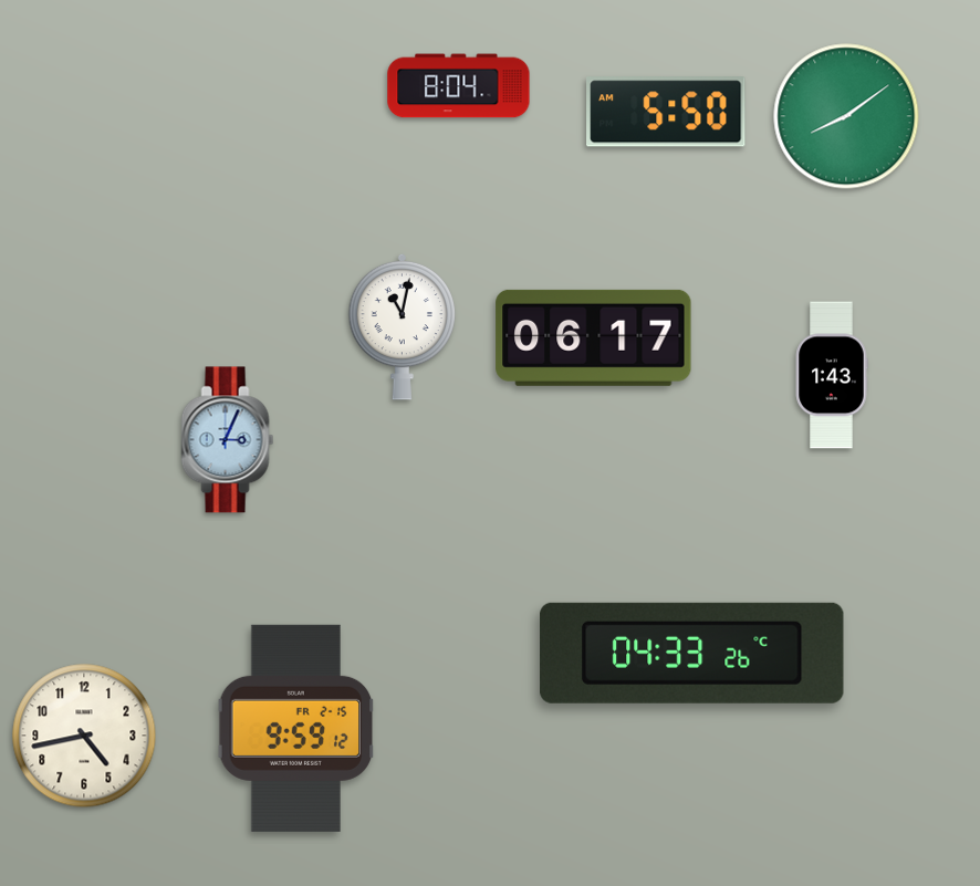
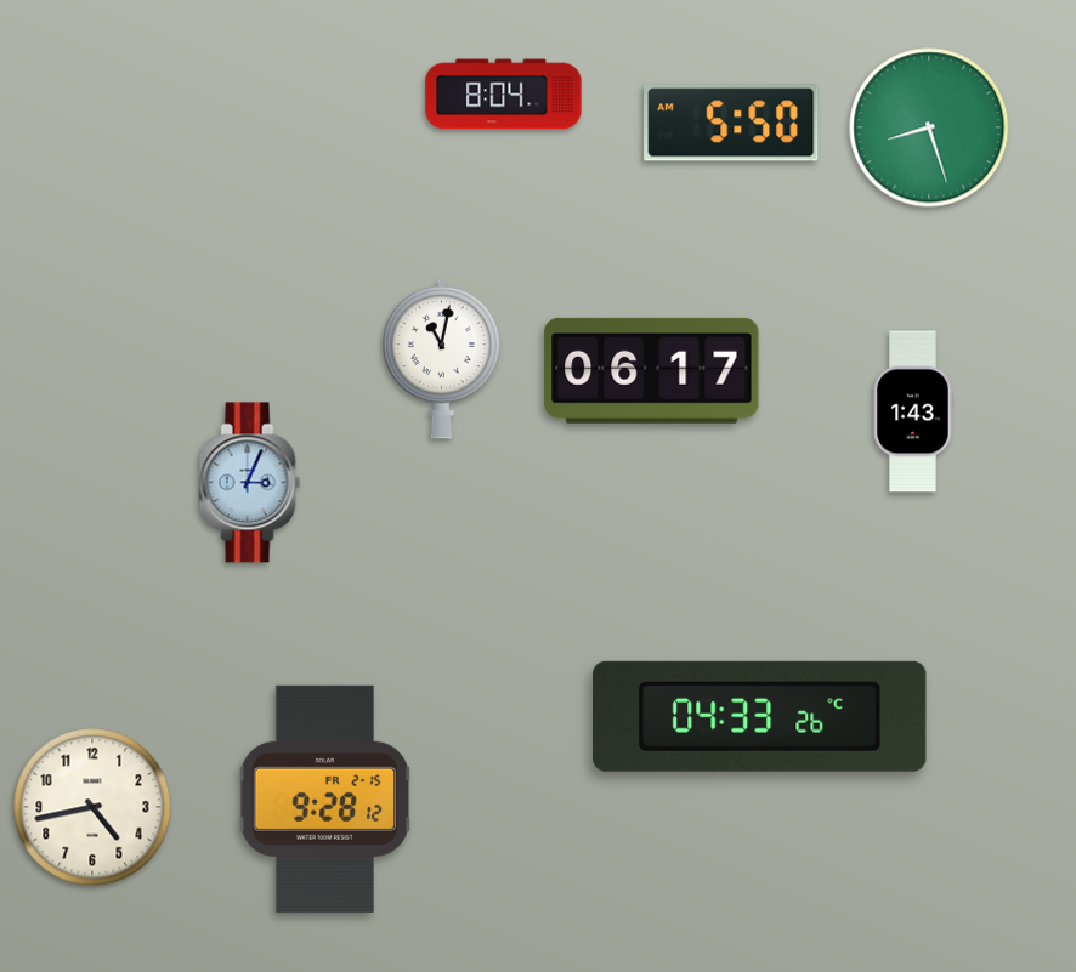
clock at (846, 116): 8:09 -> 8:27
clock at (296, 728): 9:59 -> 9:28
